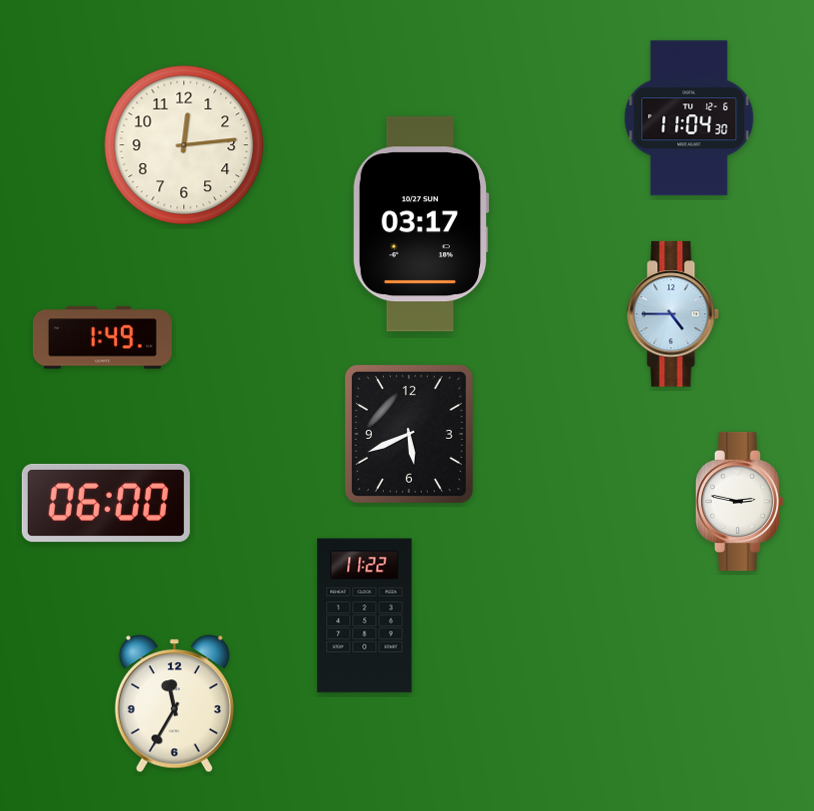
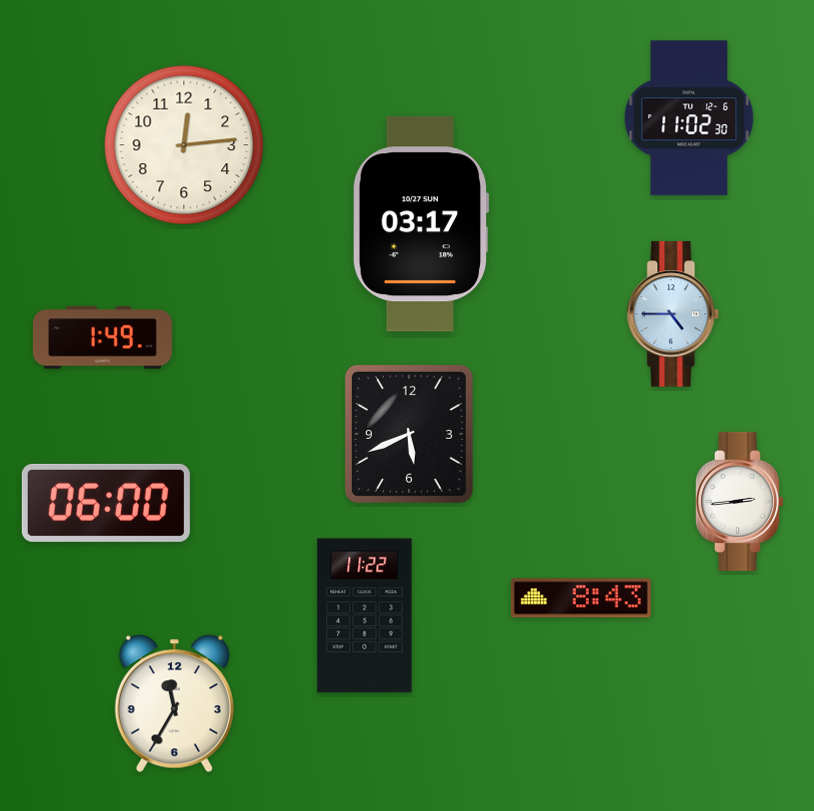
clock at (689, 118): 11:04 -> 11:02
clock at (740, 501): 2:47 -> 2:44
clock at (581, 598): none -> 8:43
